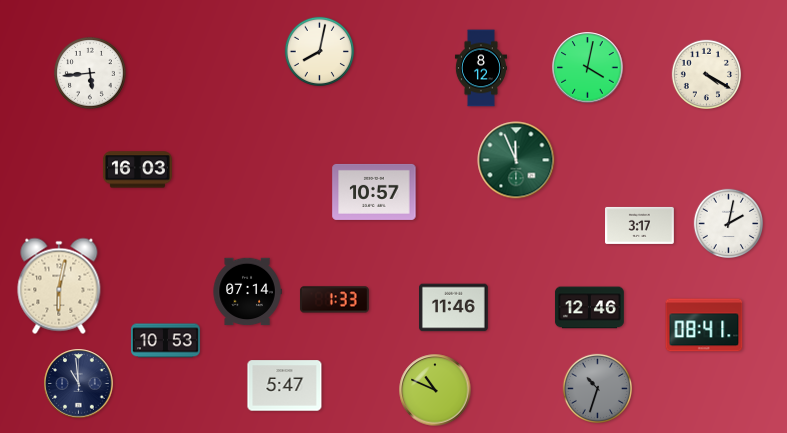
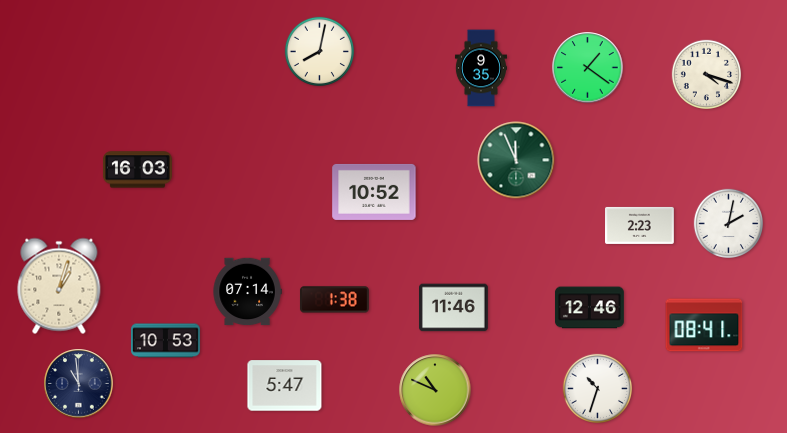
clock at (481, 68): 8:12 -> 9:35
clock at (588, 68): 4:02 -> 1:21
clock at (90, 73): 5:44 -> none
clock at (706, 74): 4:20 -> 4:18
clock at (374, 192): 10:57 -> 10:52
clock at (640, 225): 3:17 -> 2:23
clock at (59, 286): 6:02 -> 1:03
clock at (334, 300): 1:33 -> 1:38
clock at (597, 388) dial: grey -> white
